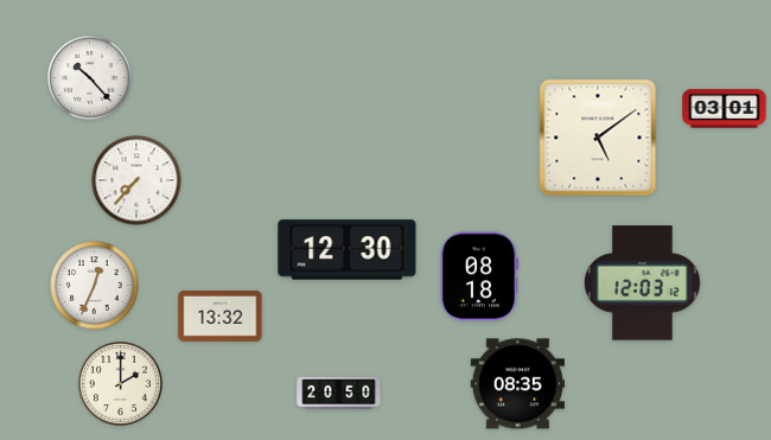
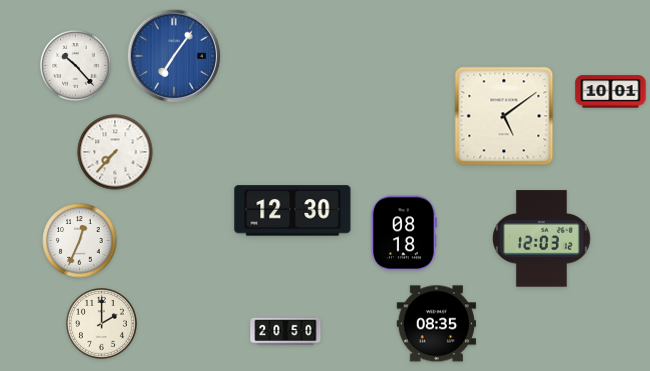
clock at (174, 56): none -> 7:06
clock at (725, 109): 03:01 -> 10:01
clock at (221, 317): 13:32 -> none
